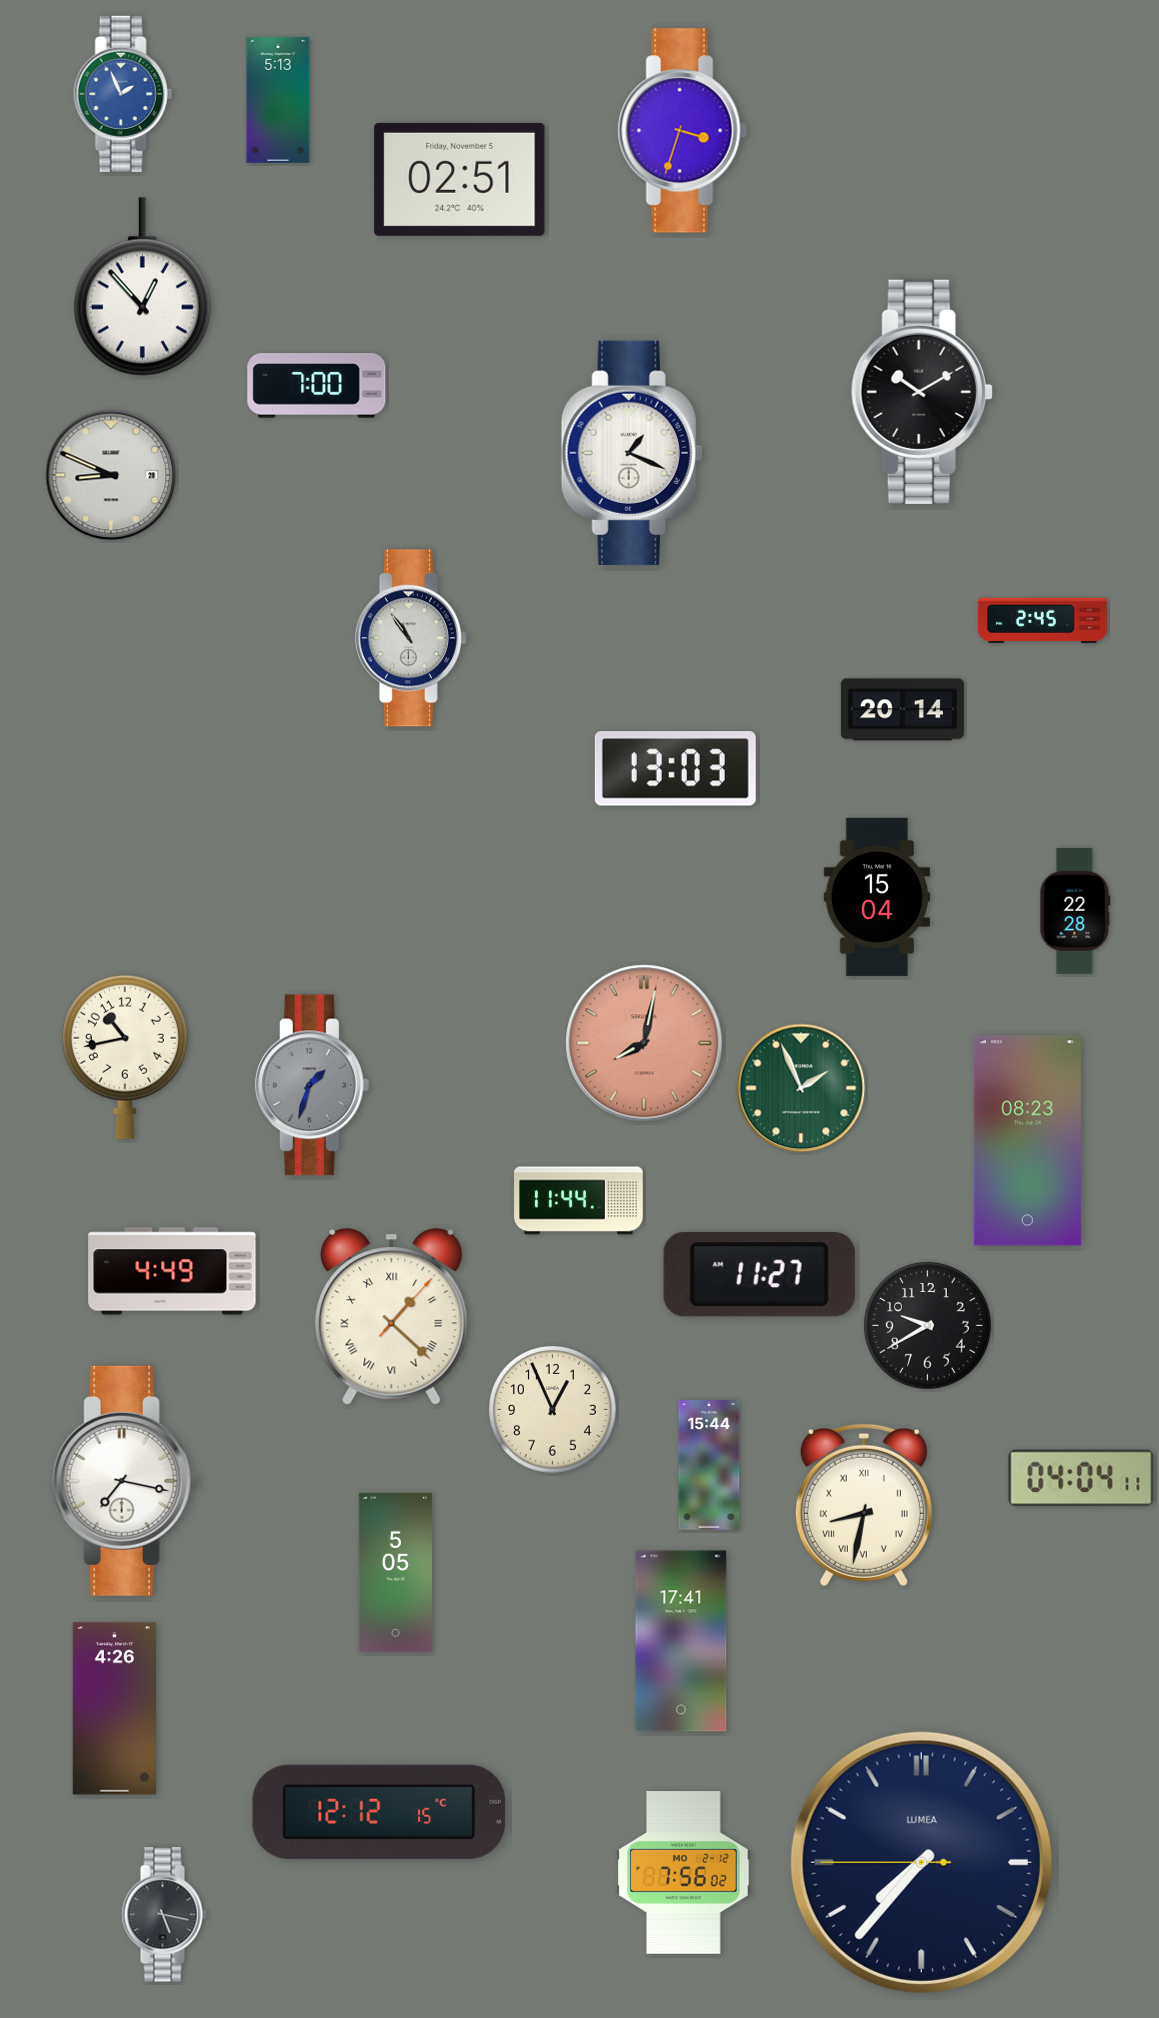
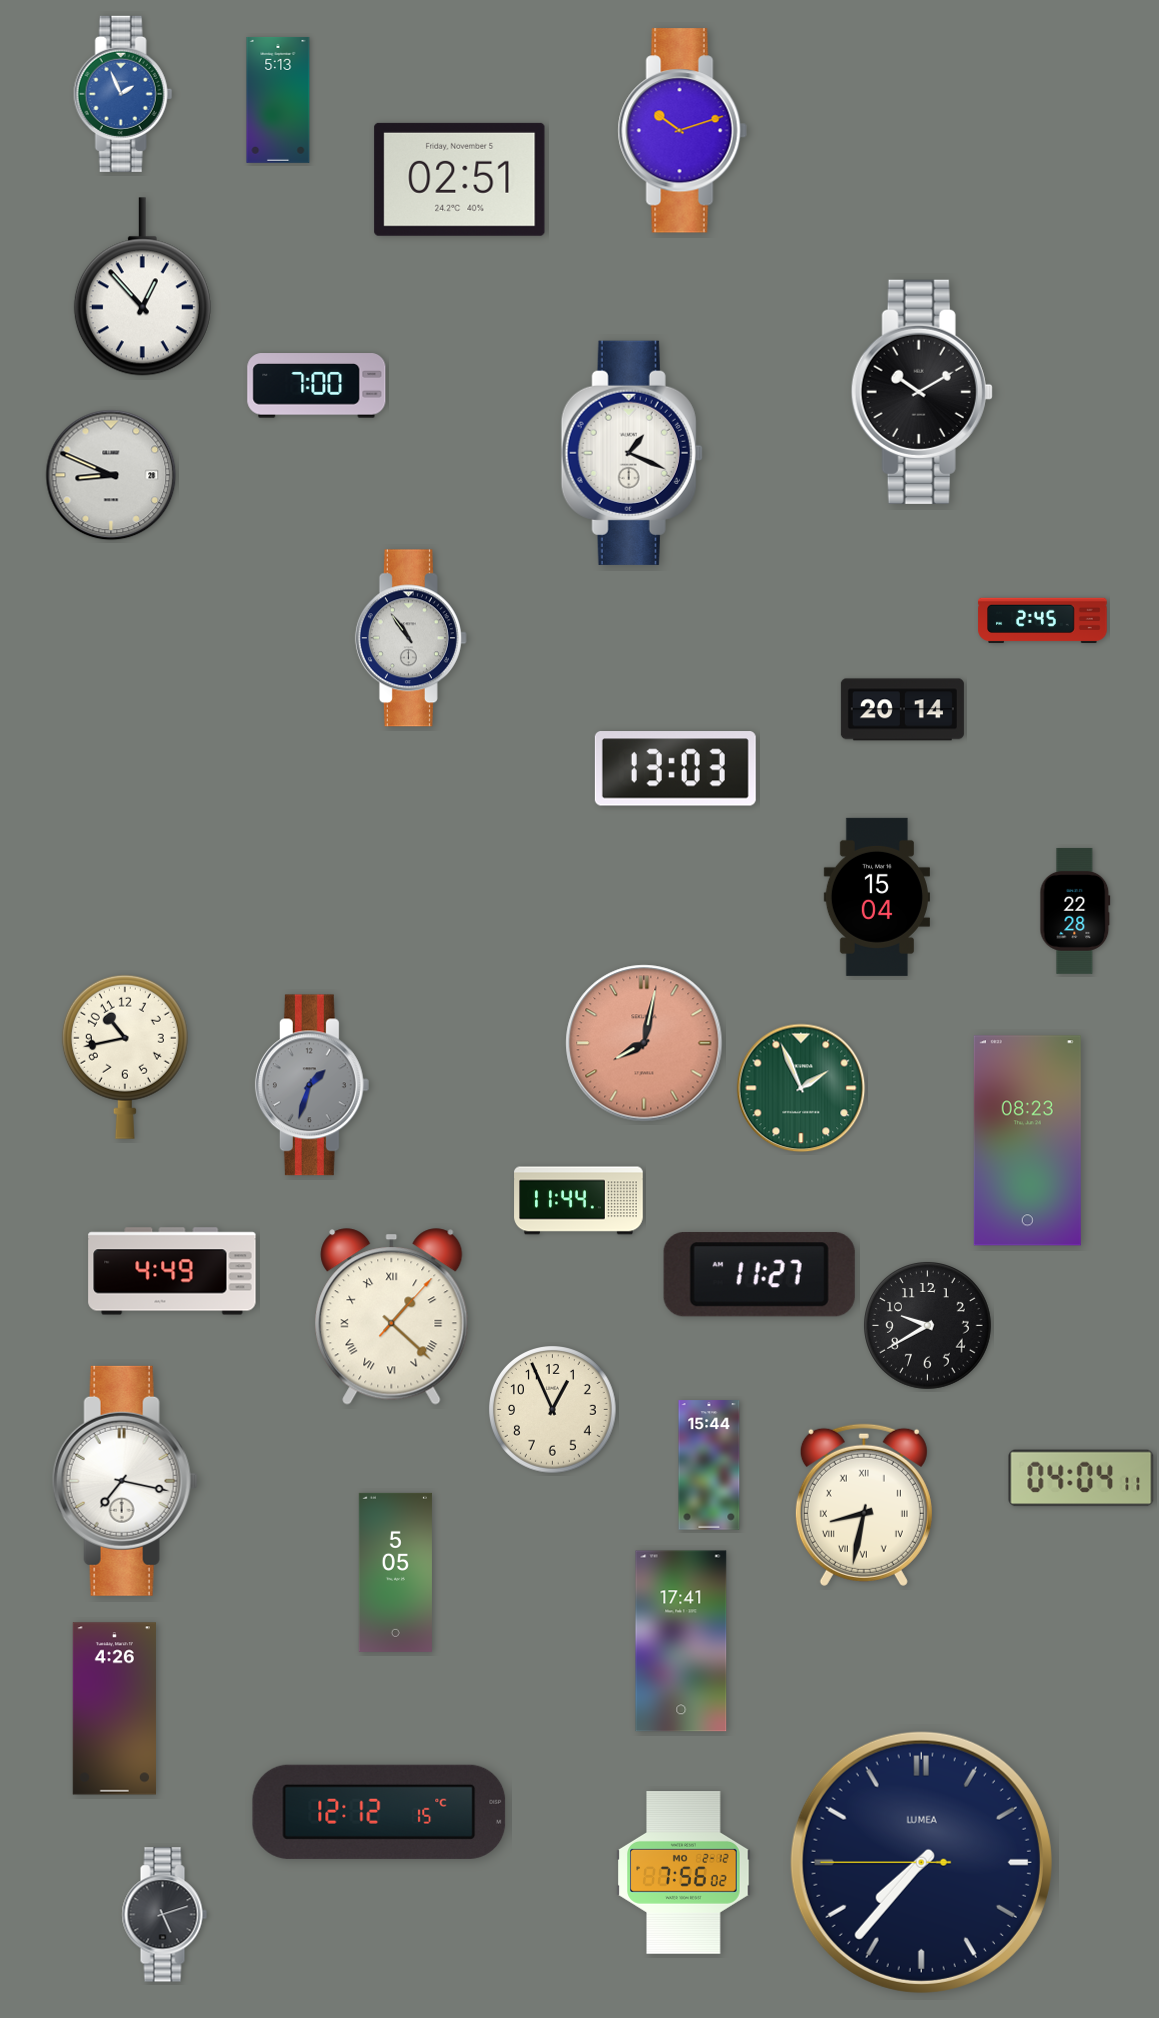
clock at (682, 131): 3:33 -> 10:12
clock at (164, 1915): 5:17 -> 5:12
